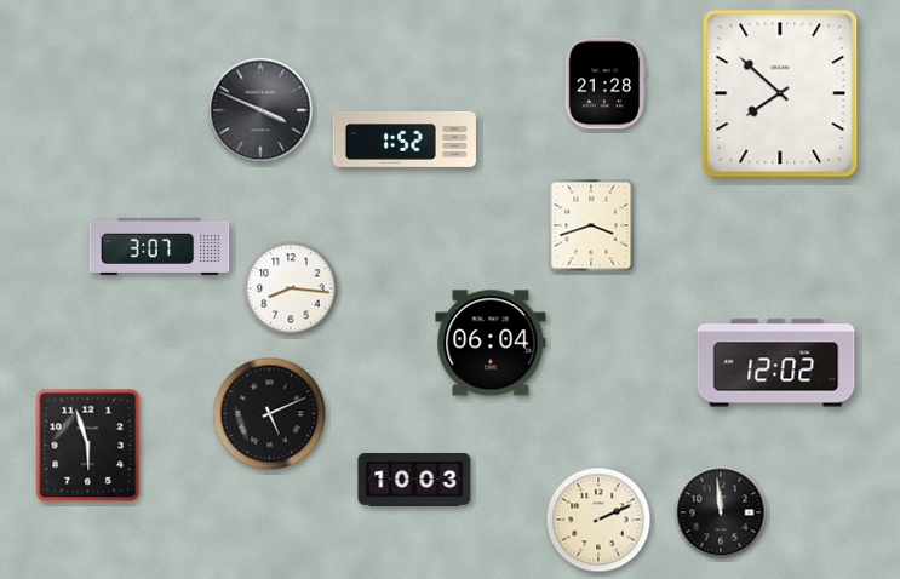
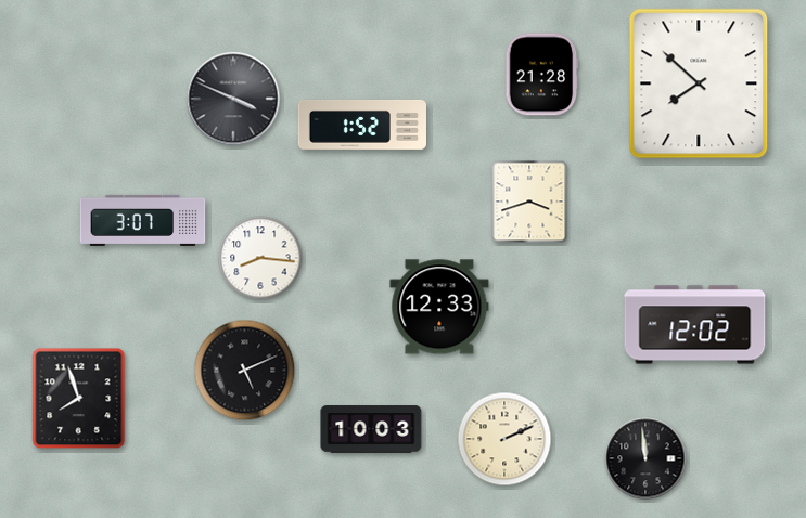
clock at (491, 343): 06:04 -> 12:33
clock at (270, 414) position: (270, 414) -> (245, 371)
clock at (88, 446): 5:57 -> 7:57
clock at (598, 520) position: (598, 520) -> (504, 439)
